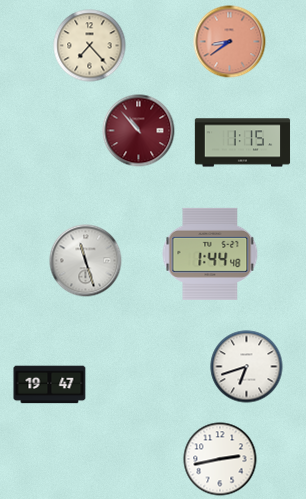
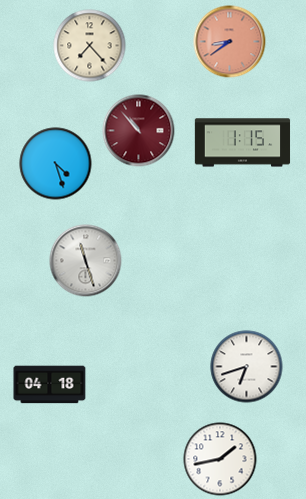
clock at (56, 164): none -> 4:27
clock at (210, 254): 1:44 -> none
clock at (50, 385): 19:47 -> 04:18
clock at (220, 459): 2:43 -> 1:43
